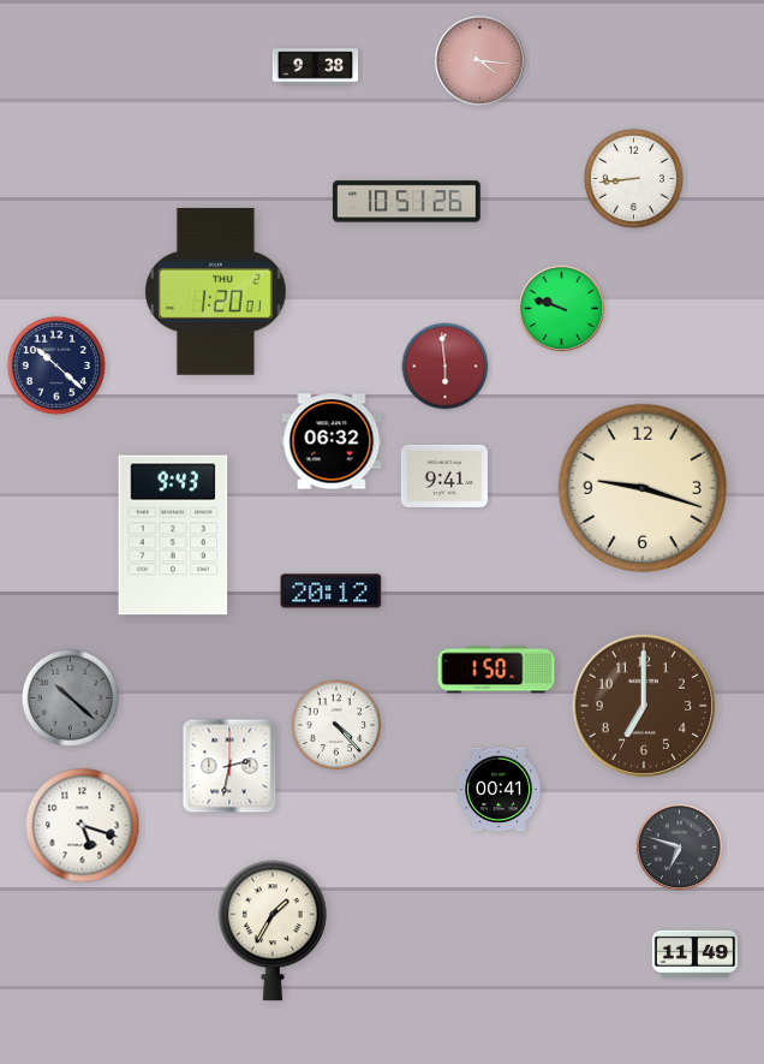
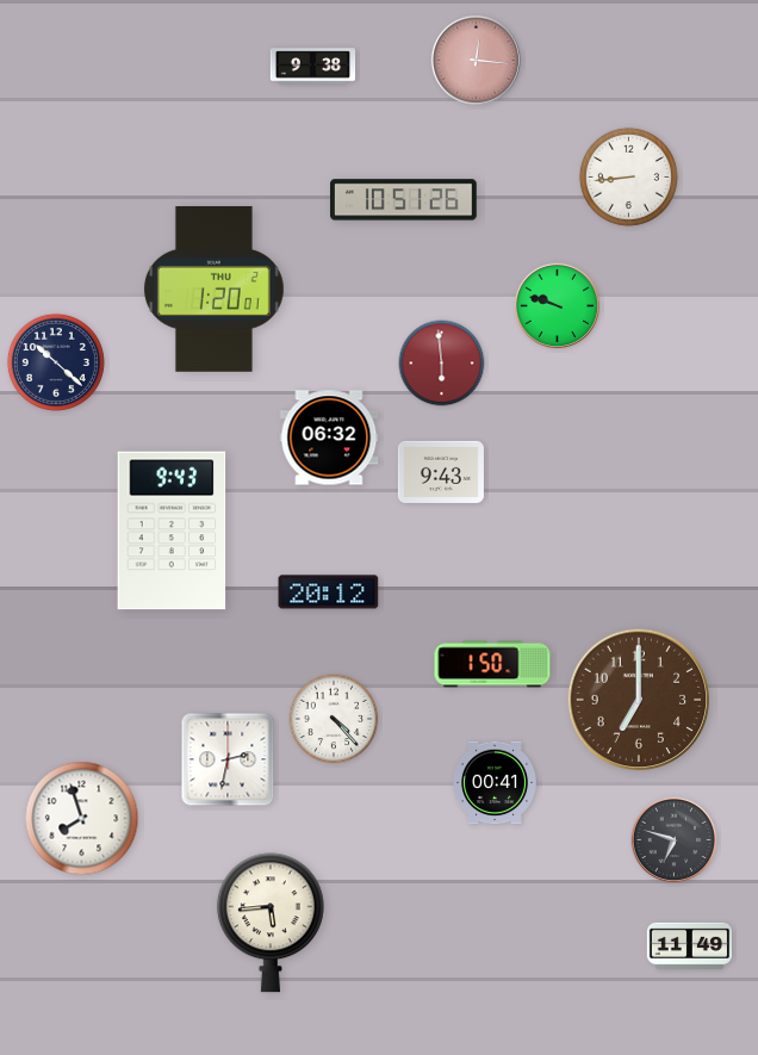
clock at (479, 60): 4:16 -> 12:16
clock at (444, 476): 9:41 -> 9:43
clock at (643, 488): 9:18 -> none
clock at (332, 592) position: (332, 592) -> (329, 592)
clock at (70, 697): 10:22 -> none
clock at (83, 826): 5:18 -> 7:57
clock at (273, 931): 1:35 -> 5:44
